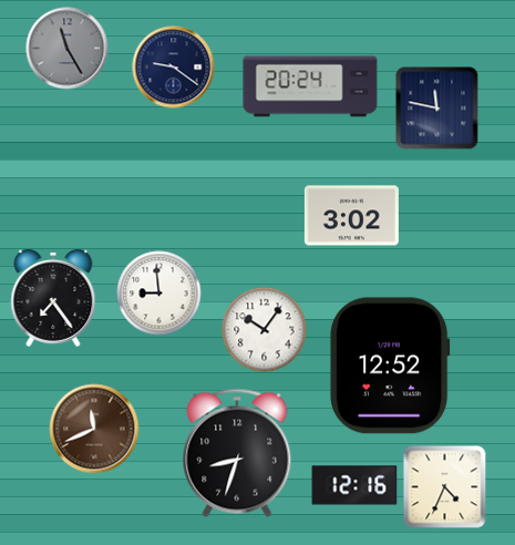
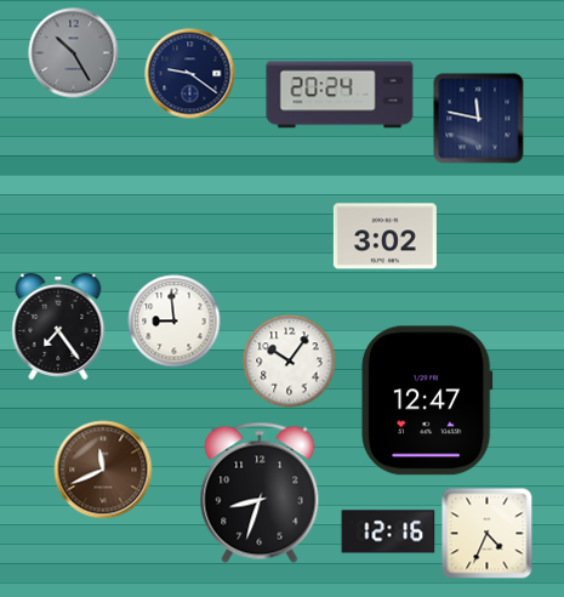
clock at (68, 49): 11:25 -> 10:25
clock at (390, 366): 12:52 -> 12:47
clock at (237, 453) position: (237, 453) -> (260, 493)
